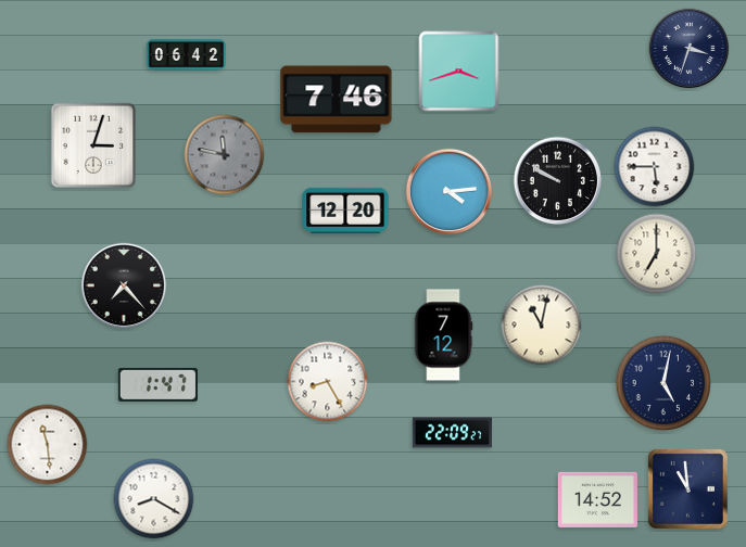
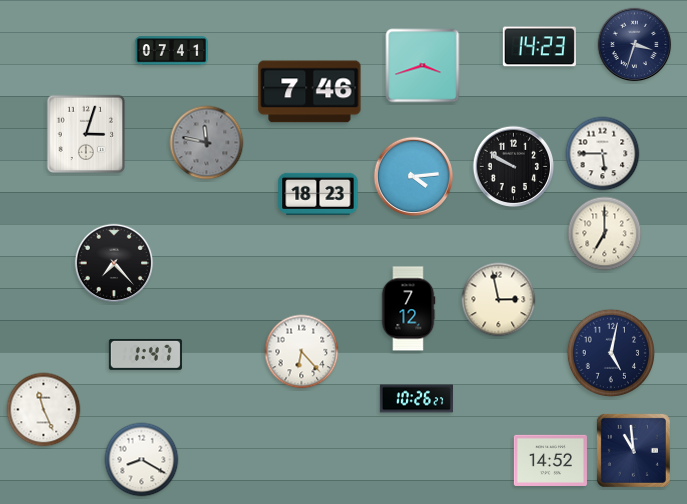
clock at (539, 47): none -> 14:23
clock at (186, 55): 06:42 -> 07:41
clock at (345, 211): 12:20 -> 18:23
clock at (542, 326): 11:02 -> 2:58
clock at (328, 382): 8:25 -> 6:23
clock at (452, 433): 22:09 -> 10:26
clock at (48, 445): 11:29 -> 11:26
